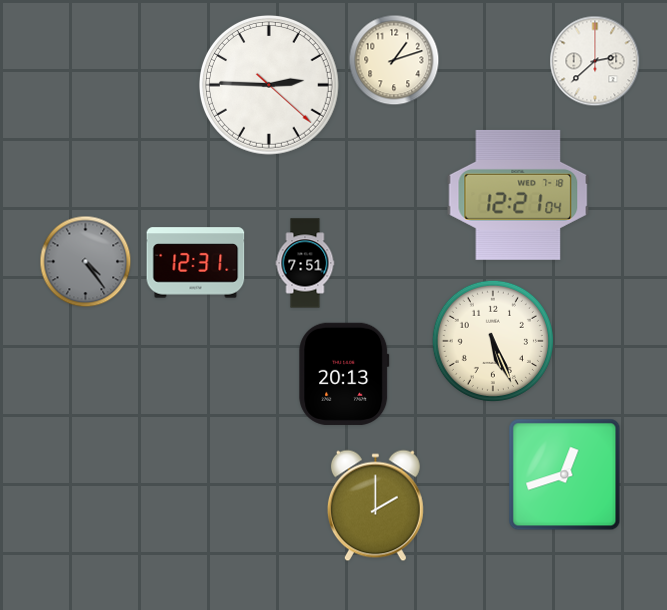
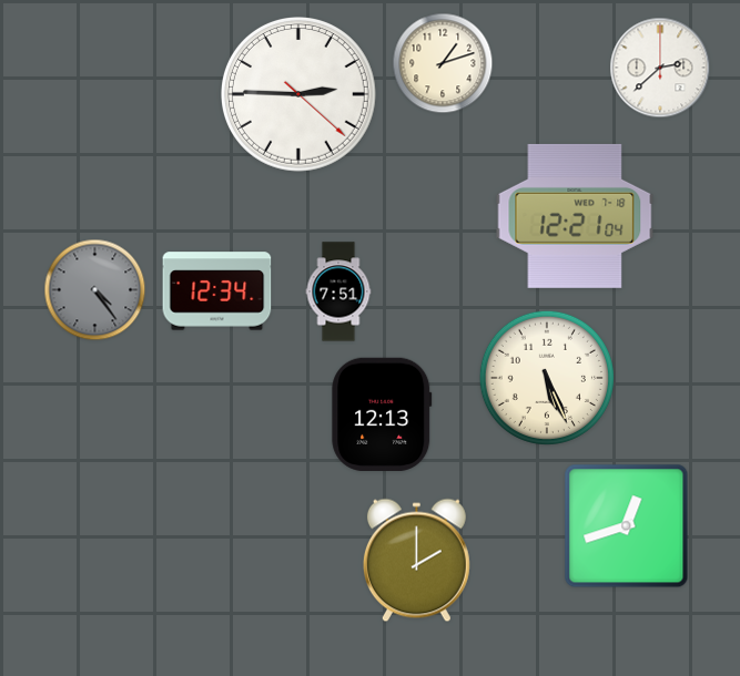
clock at (394, 60) position: (394, 60) -> (443, 63)
clock at (196, 263): 12:31 -> 12:34
clock at (344, 374): 20:13 -> 12:13
